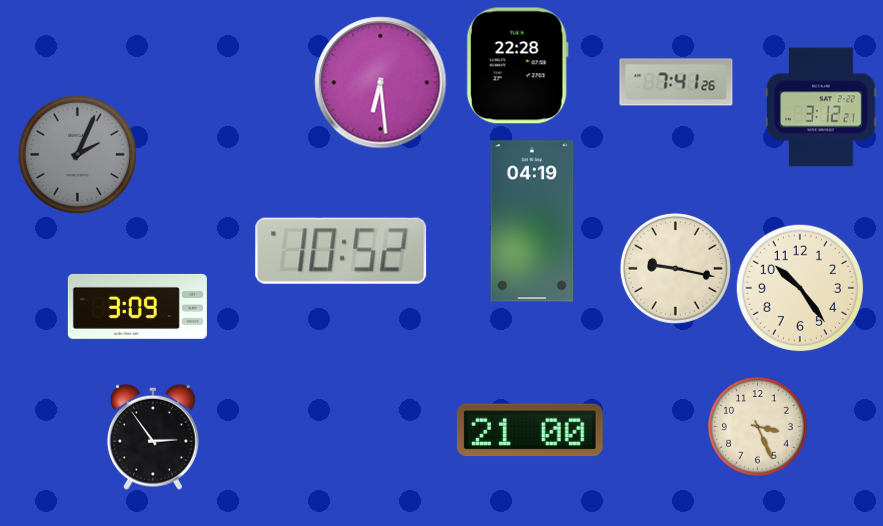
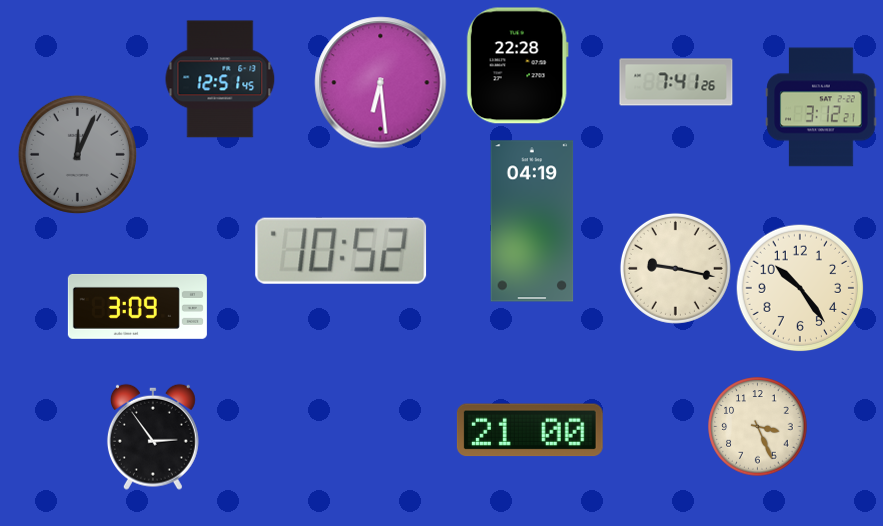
clock at (220, 79): none -> 12:51
clock at (77, 154): 2:04 -> 12:04
